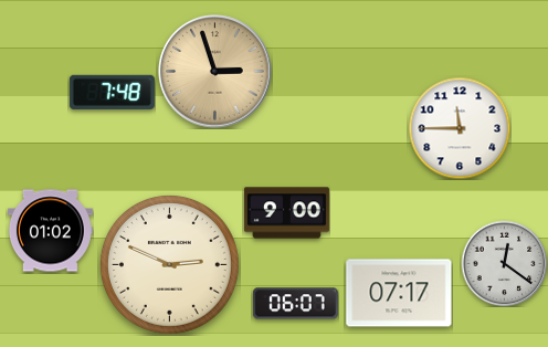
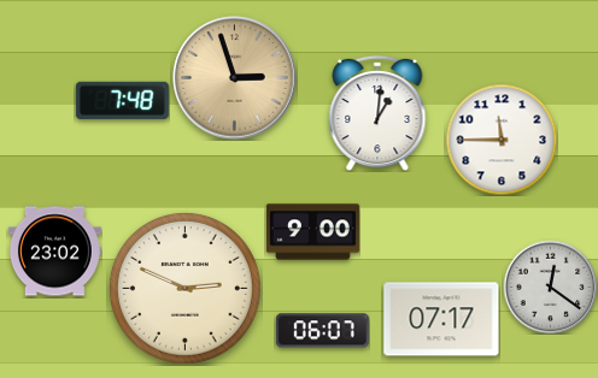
clock at (377, 113): none -> 1:01
clock at (50, 231): 01:02 -> 23:02
clock at (399, 293) position: (399, 293) -> (441, 319)
